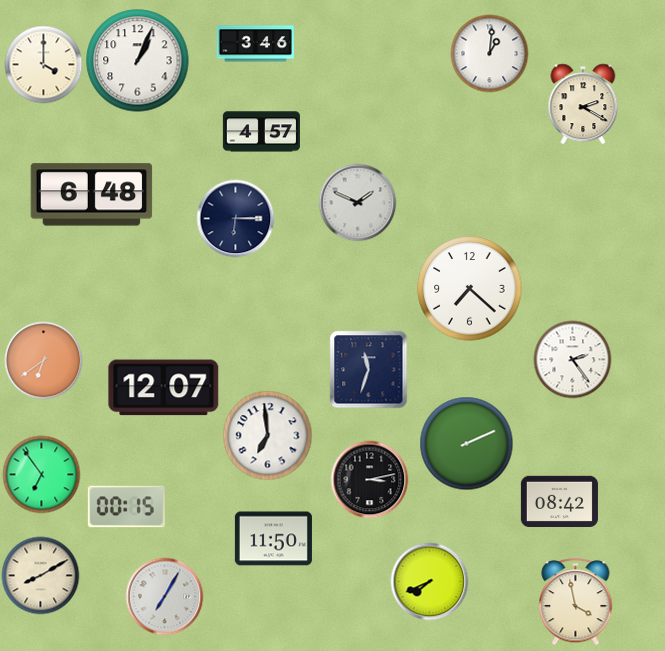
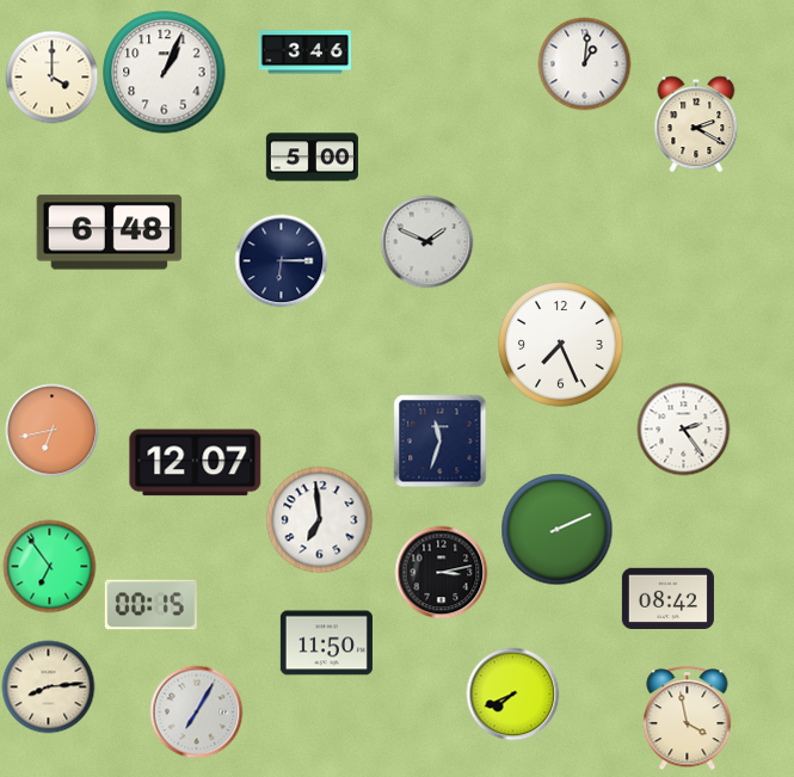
clock at (261, 132): 4:57 -> 5:00
clock at (470, 289): 7:22 -> 7:26
clock at (43, 360): 6:39 -> 6:43
clock at (40, 575): 8:10 -> 8:14
